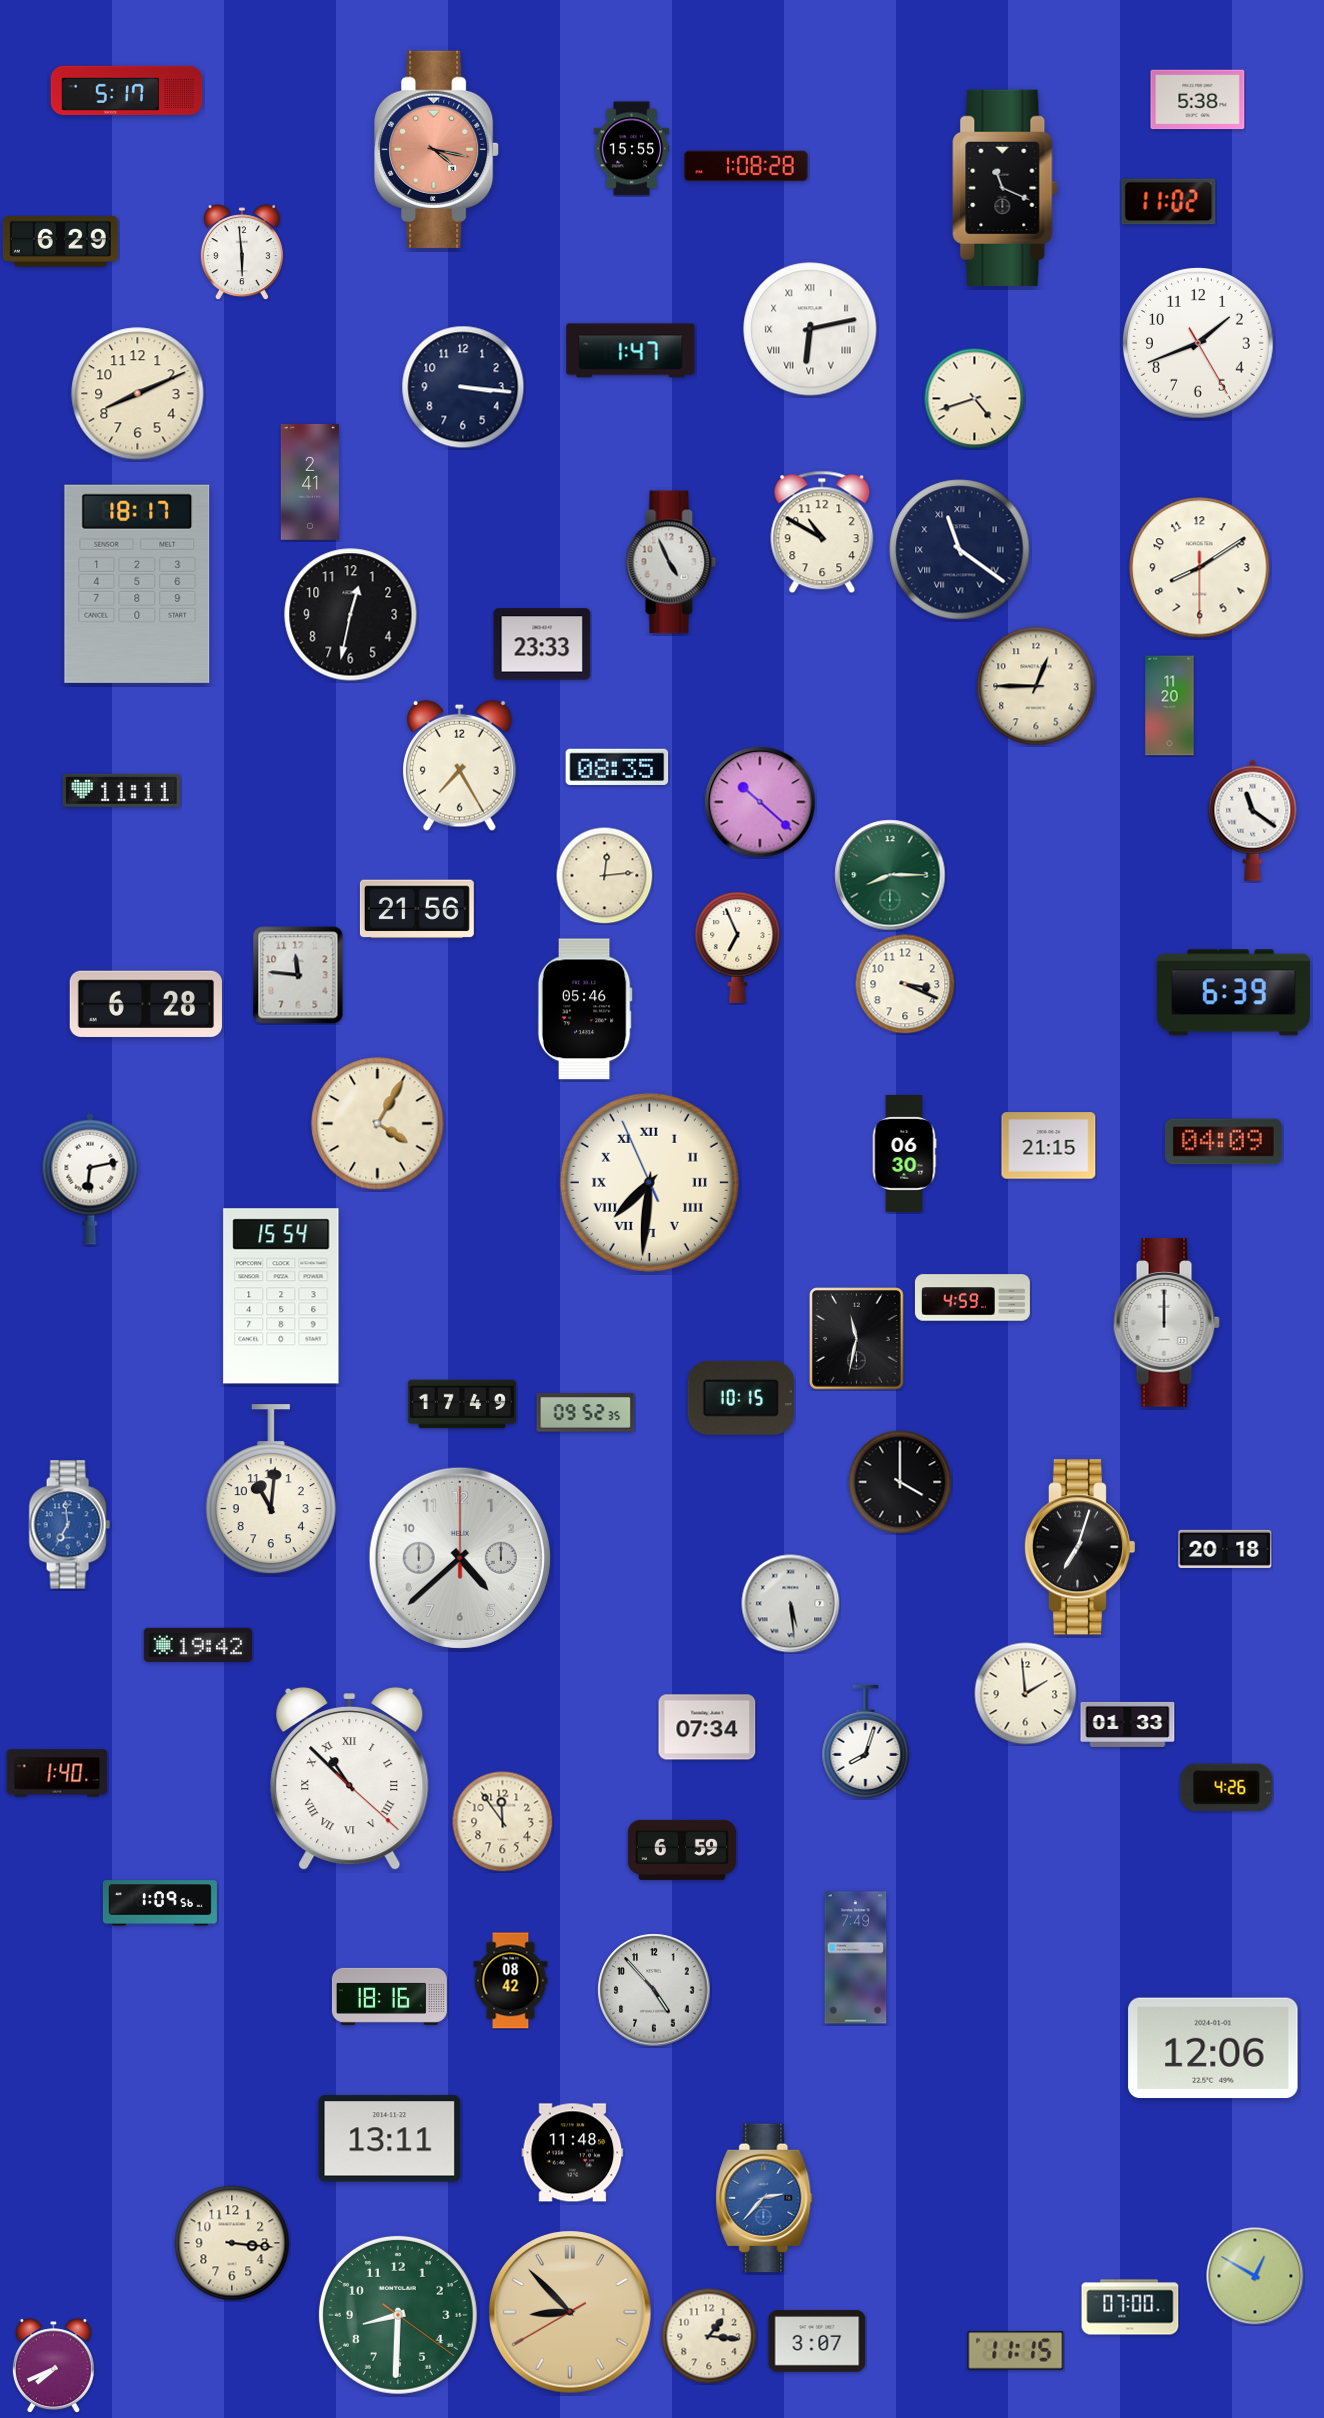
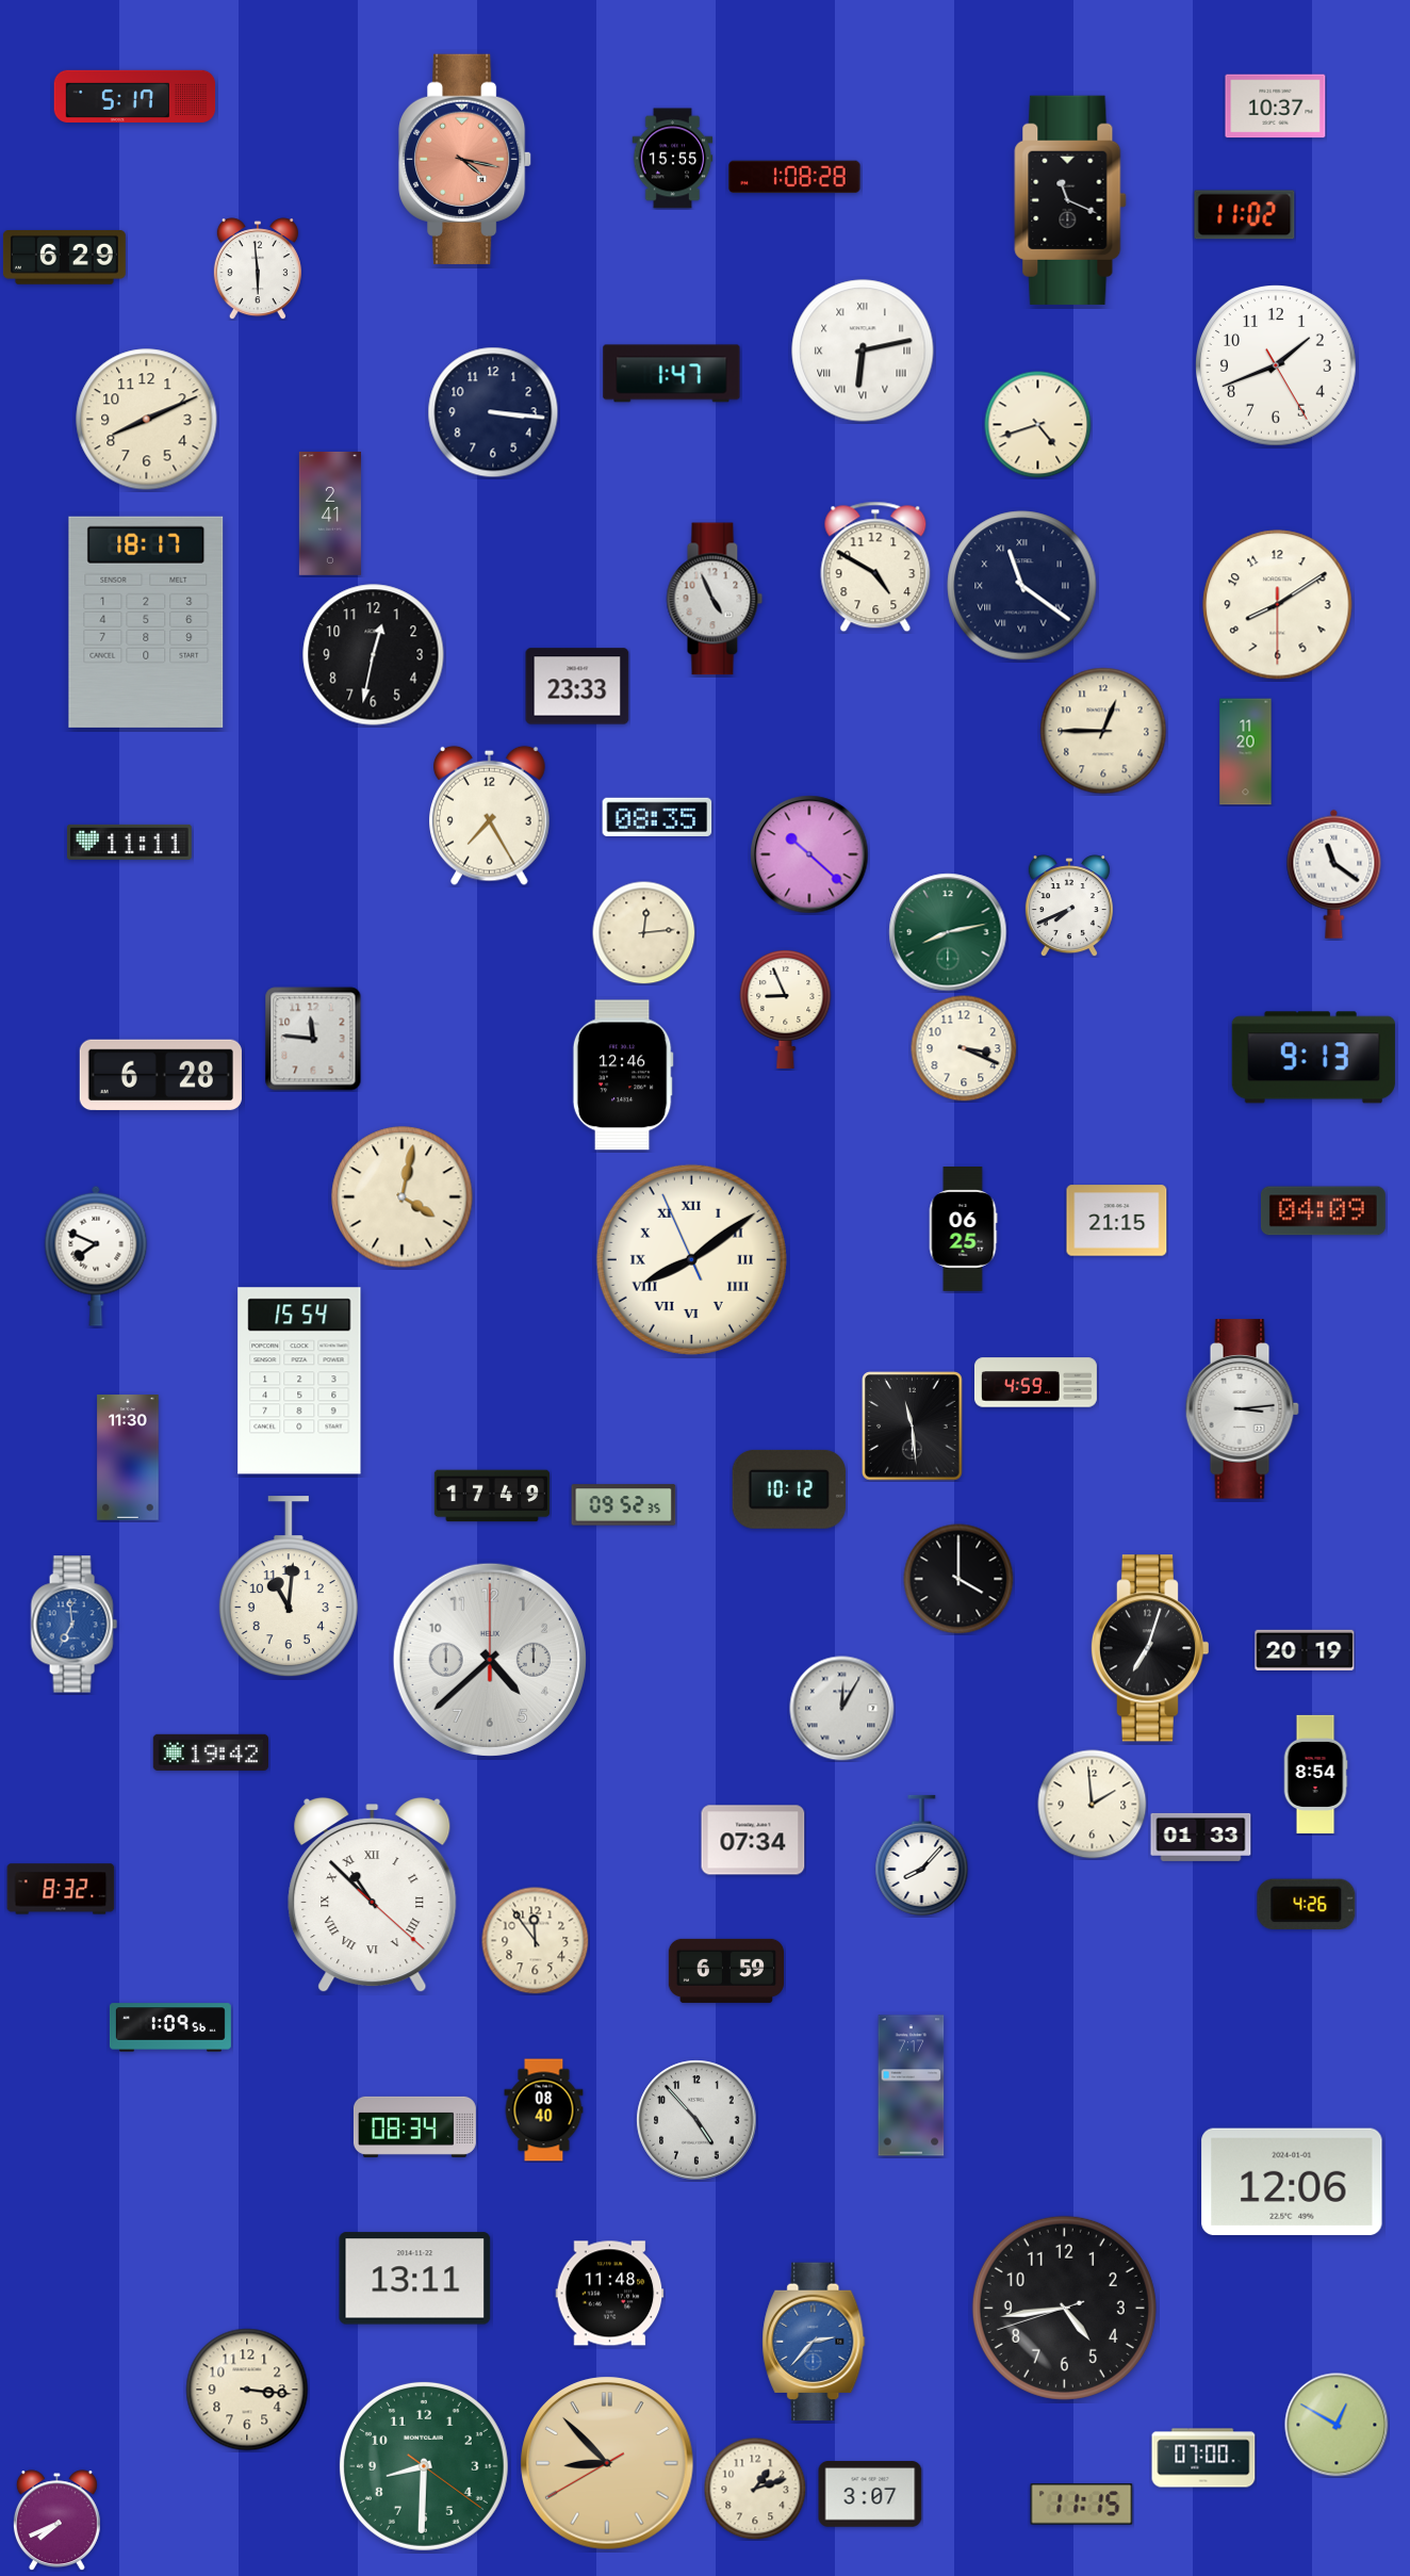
clock at (1198, 100): 5:38 -> 10:37
clock at (822, 532): 10:50 -> 4:50
clock at (1069, 906): none -> 7:41
clock at (890, 875): 8:15 -> 8:13
clock at (417, 909): 21:56 -> none
clock at (738, 947): 6:56 -> 8:56
clock at (298, 975) position: (298, 975) -> (313, 1039)
clock at (1233, 993): 6:39 -> 9:13
clock at (146, 1004) position: (146, 1004) -> (161, 1075)
clock at (585, 1009): 05:46 -> 12:46
clock at (378, 1124): 4:05 -> 4:02
clock at (1223, 1142) position: (1223, 1142) -> (1323, 1211)
clock at (904, 1154): 06:30 -> 06:25
clock at (90, 1179): 6:13 -> 7:49
clock at (649, 1182): 7:30 -> 8:08
clock at (1166, 1323): 12:00 -> 3:14
clock at (857, 1339): 11:32 -> 11:29
clock at (128, 1457): none -> 11:30
clock at (741, 1398): 10:15 -> 10:12
clock at (1225, 1549): 20:18 -> 20:19
clock at (791, 1604): 5:29 -> 12:05
clock at (1315, 1774): none -> 8:54
clock at (866, 1741): 8:03 -> 8:07
clock at (57, 1773): 1:40 -> 8:32
clock at (856, 1958): 7:49 -> 7:17
clock at (511, 1981): 08:42 -> 08:40
clock at (389, 1996): 18:16 -> 08:34
clock at (1064, 2308): none -> 4:43
clock at (709, 2336): 1:16 -> 1:12
